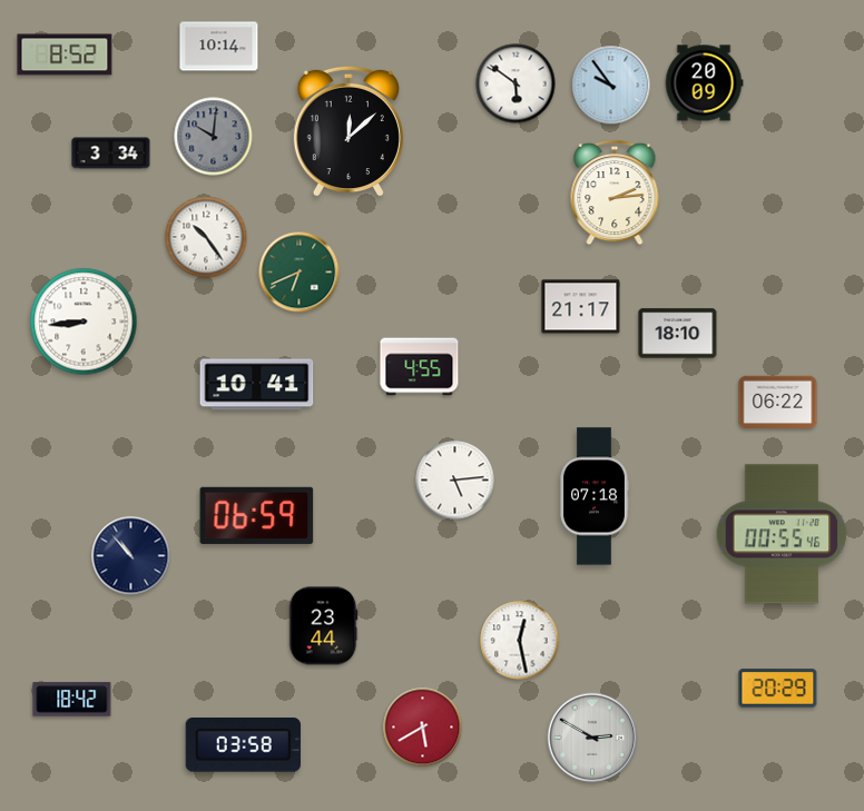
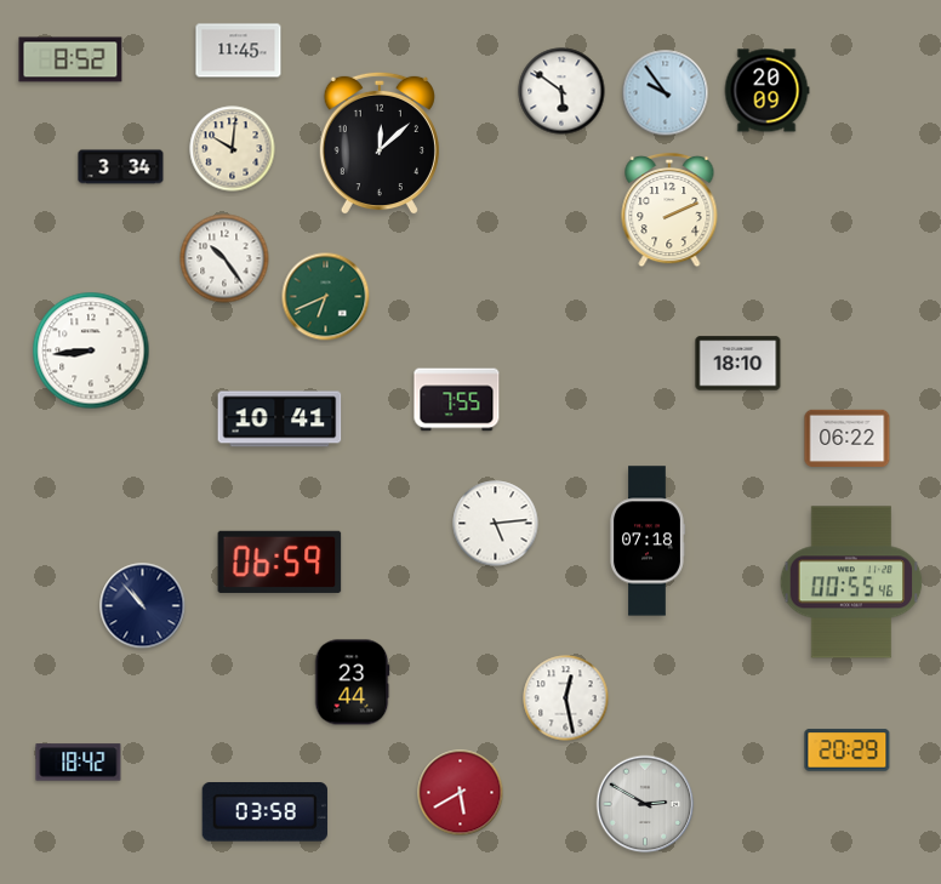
clock at (219, 47): 10:14 -> 11:45
clock at (214, 137) dial: grey -> cream
clock at (615, 192): 2:14 -> 2:11
clock at (581, 307): 21:17 -> none
clock at (420, 367): 4:55 -> 7:55
